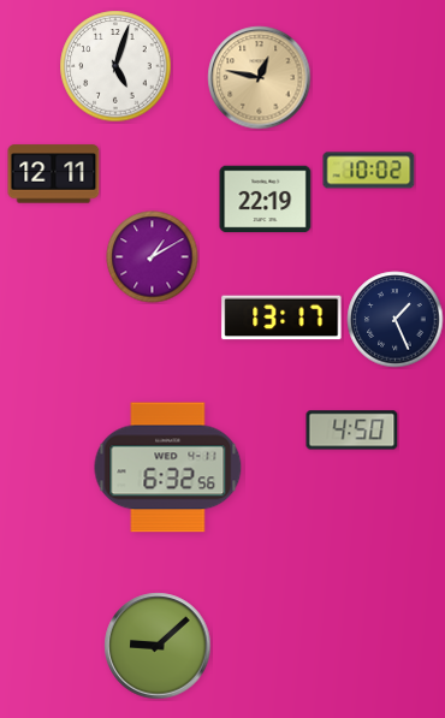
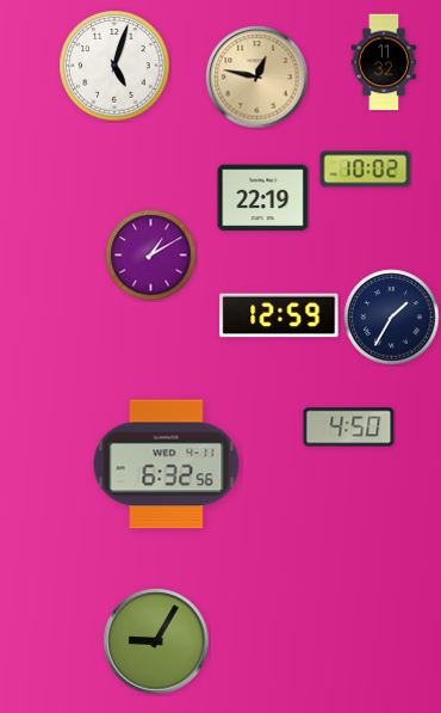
clock at (384, 62): none -> 11:32
clock at (54, 174): 12:11 -> none
clock at (281, 318): 13:17 -> 12:59
clock at (396, 320): 1:26 -> 1:35
clock at (158, 646): 9:08 -> 9:05
